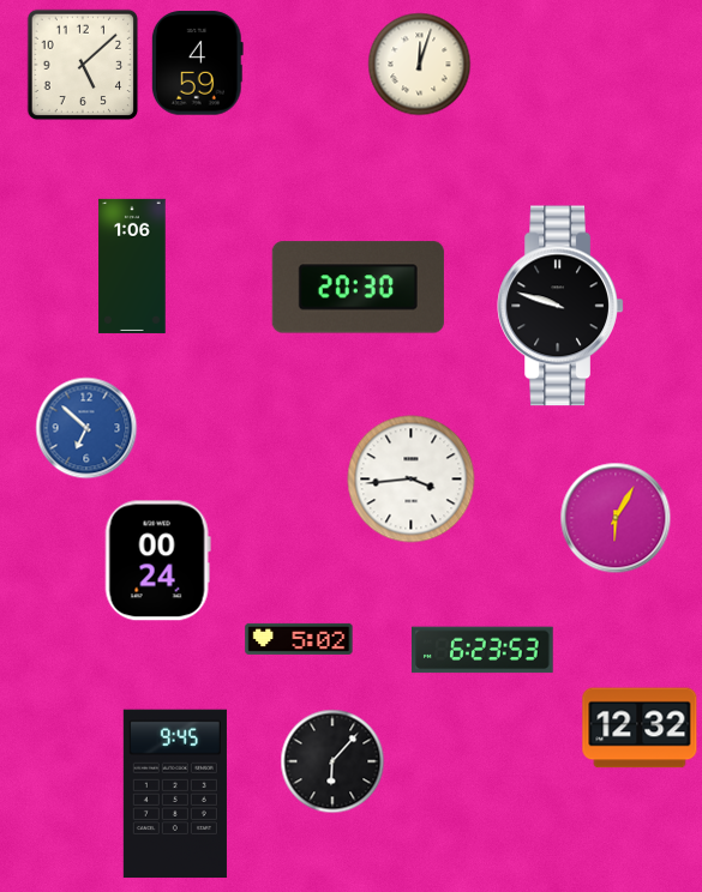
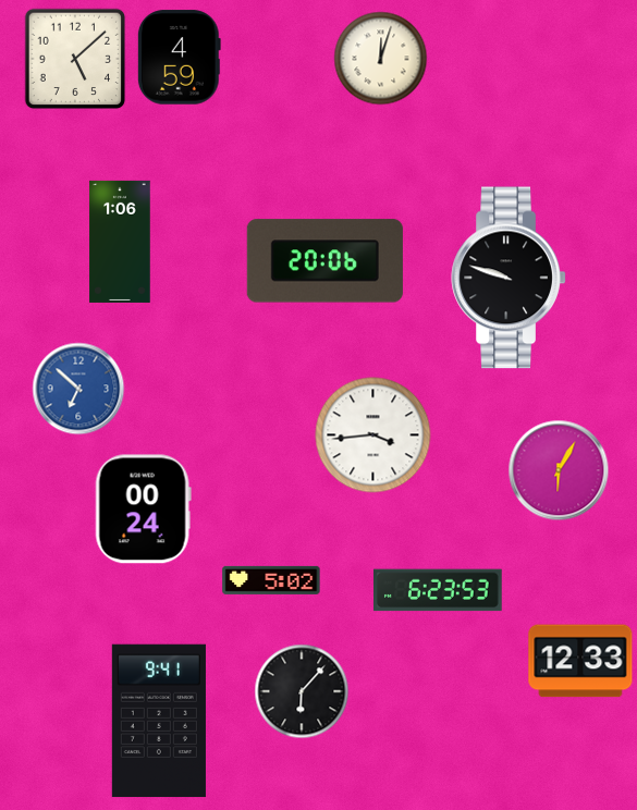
clock at (358, 288): 20:30 -> 20:06
clock at (640, 728): 12:32 -> 12:33
clock at (175, 794): 9:45 -> 9:41
